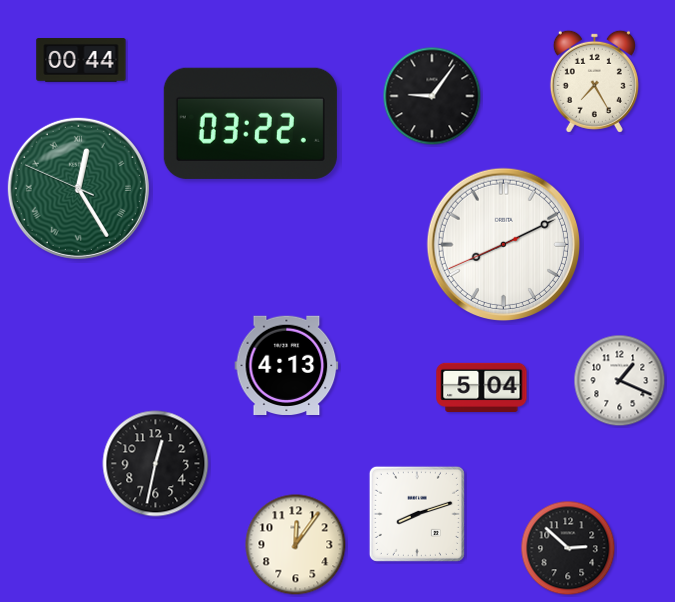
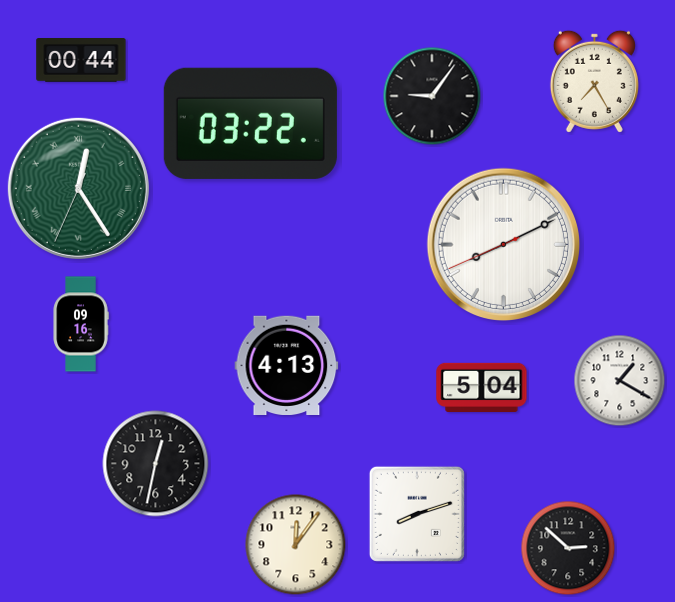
clock at (78, 188): 12:24:49 -> 12:24:34
clock at (81, 324): none -> 09:16
clock at (620, 381): 1:19 -> 1:20
